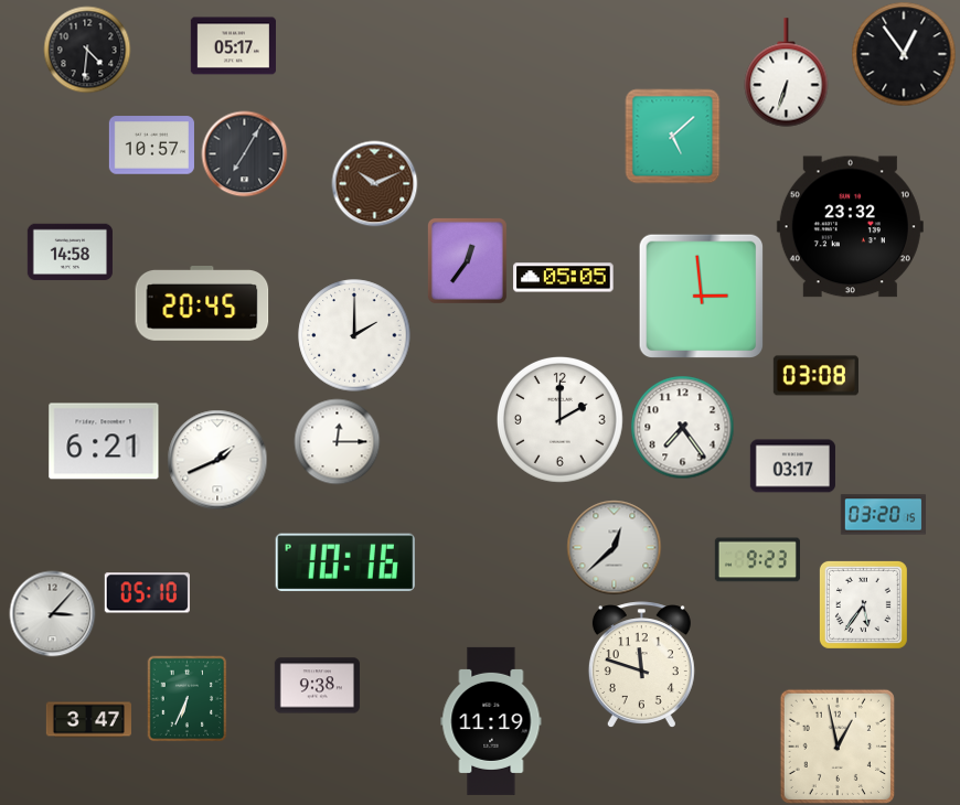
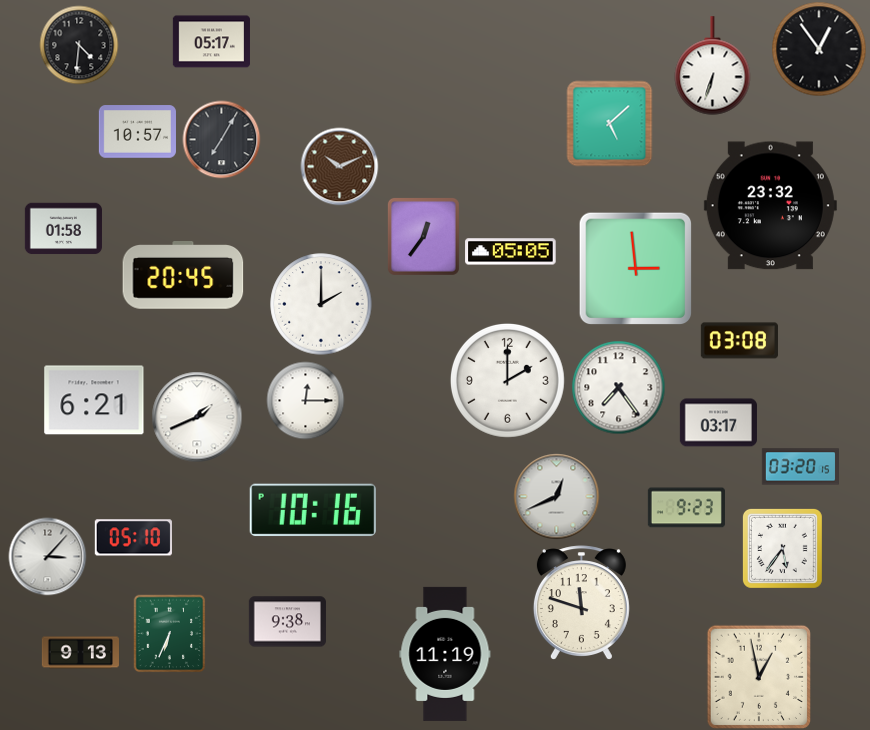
clock at (70, 253): 14:58 -> 01:58
clock at (614, 547): 12:38 -> 12:41
clock at (88, 720): 3:47 -> 9:13
